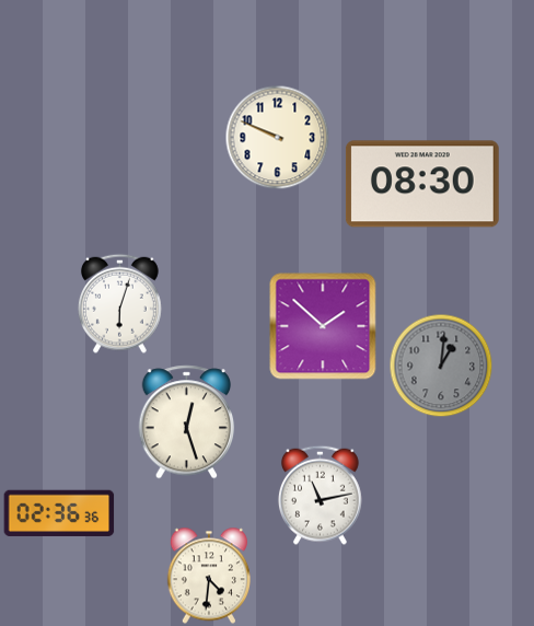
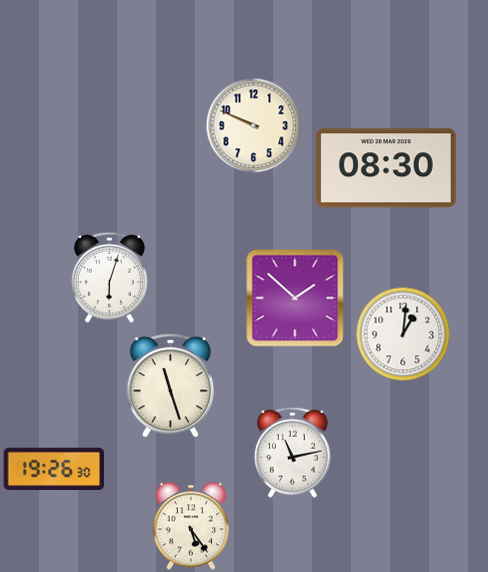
clock at (441, 366) dial: grey -> white
clock at (187, 422): 12:27 -> 11:27
clock at (59, 512): 02:36 -> 19:26
clock at (209, 576): 4:31 -> 5:24
